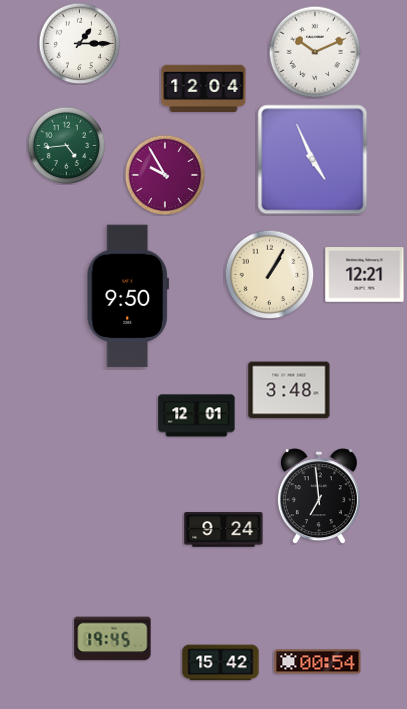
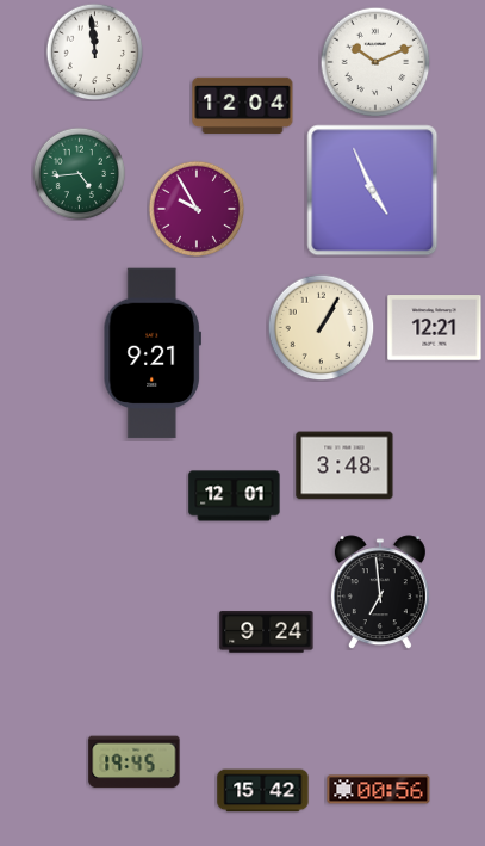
clock at (79, 43): 1:15 -> 11:59
clock at (128, 296): 9:50 -> 9:21
clock at (318, 662): 00:54 -> 00:56
